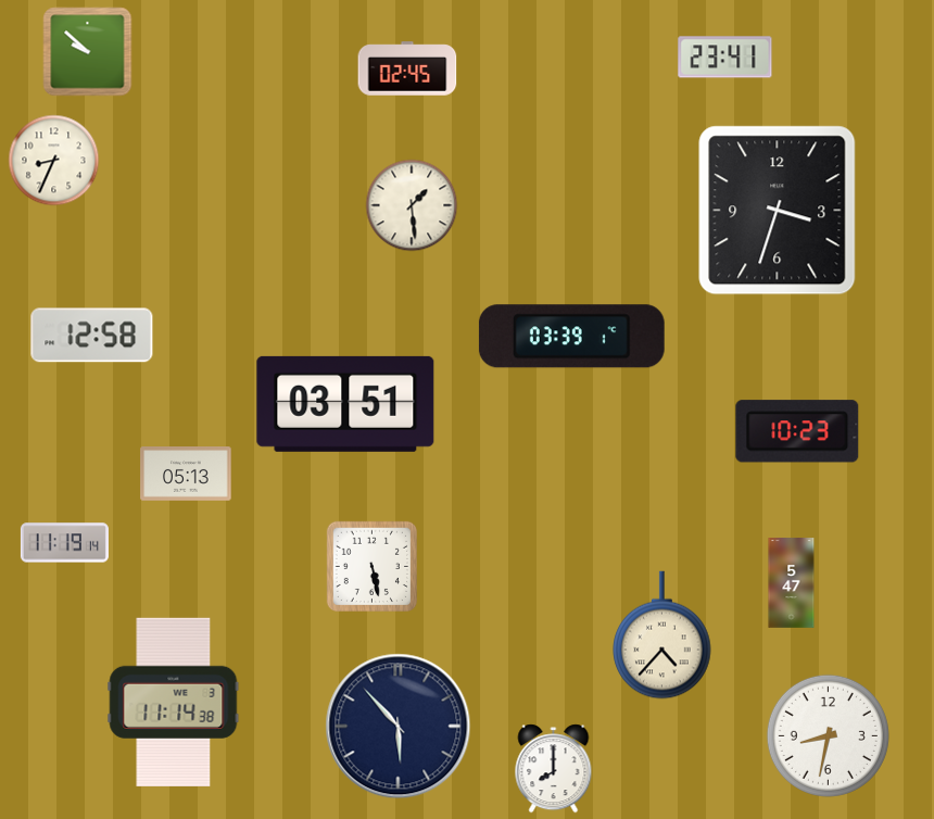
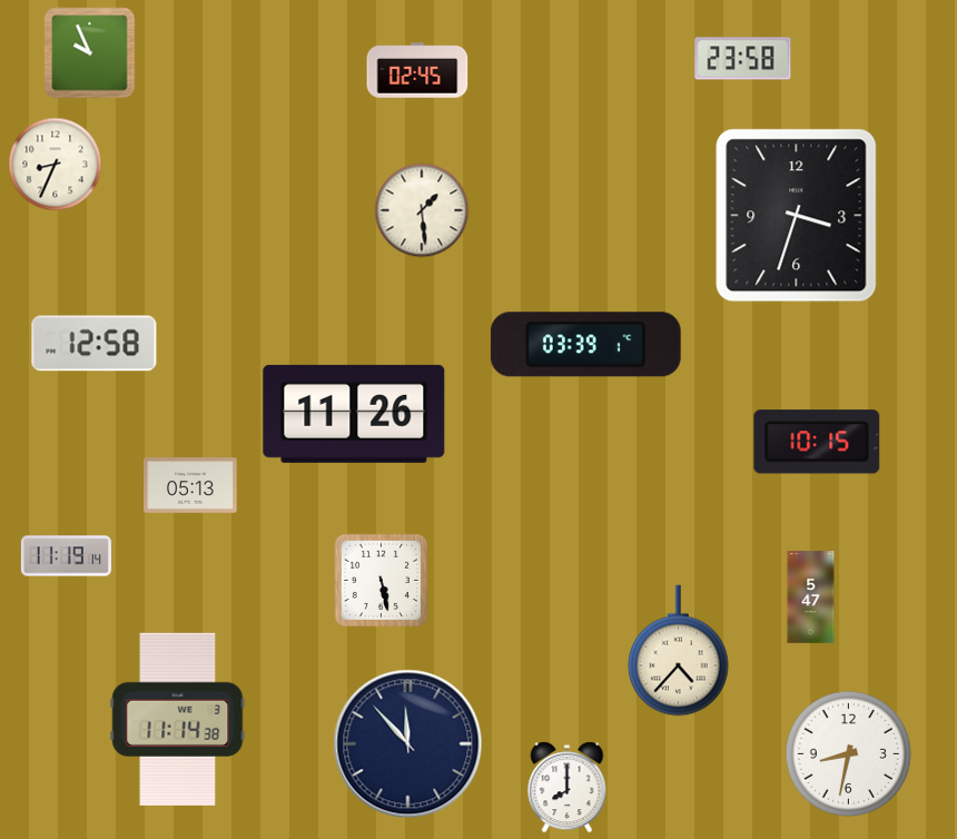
clock at (88, 52): 9:52 -> 9:56
clock at (725, 58): 23:41 -> 23:58
clock at (345, 404): 03:51 -> 11:26
clock at (797, 431): 10:23 -> 10:15
clock at (399, 727): 5:53 -> 11:53
